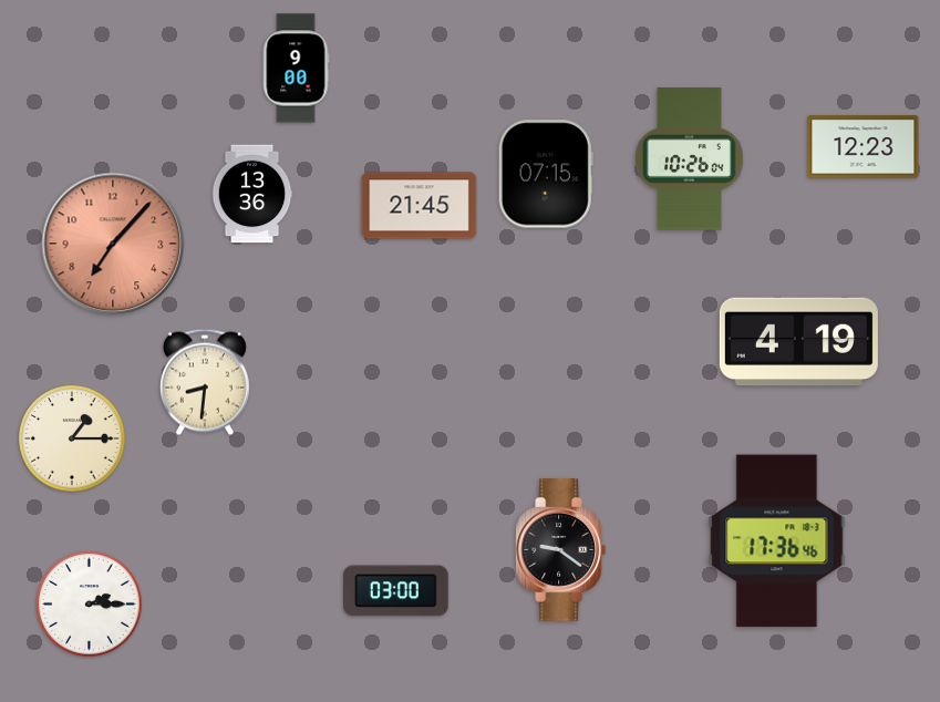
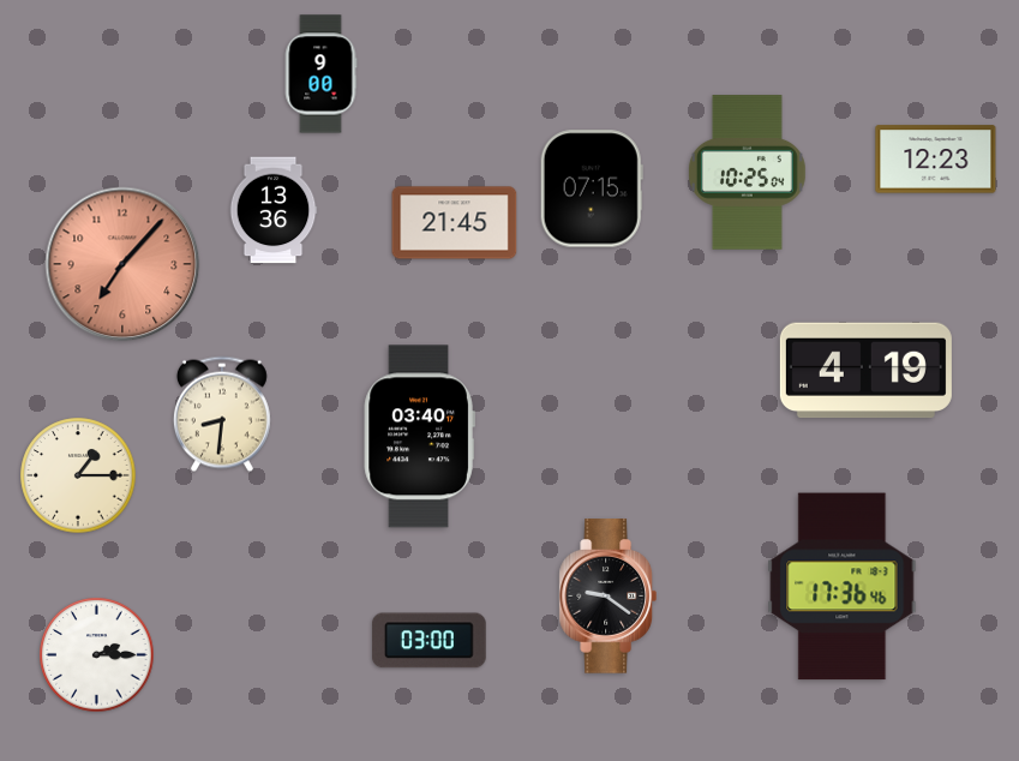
clock at (689, 159): 10:26 -> 10:25
clock at (419, 437): none -> 03:40
